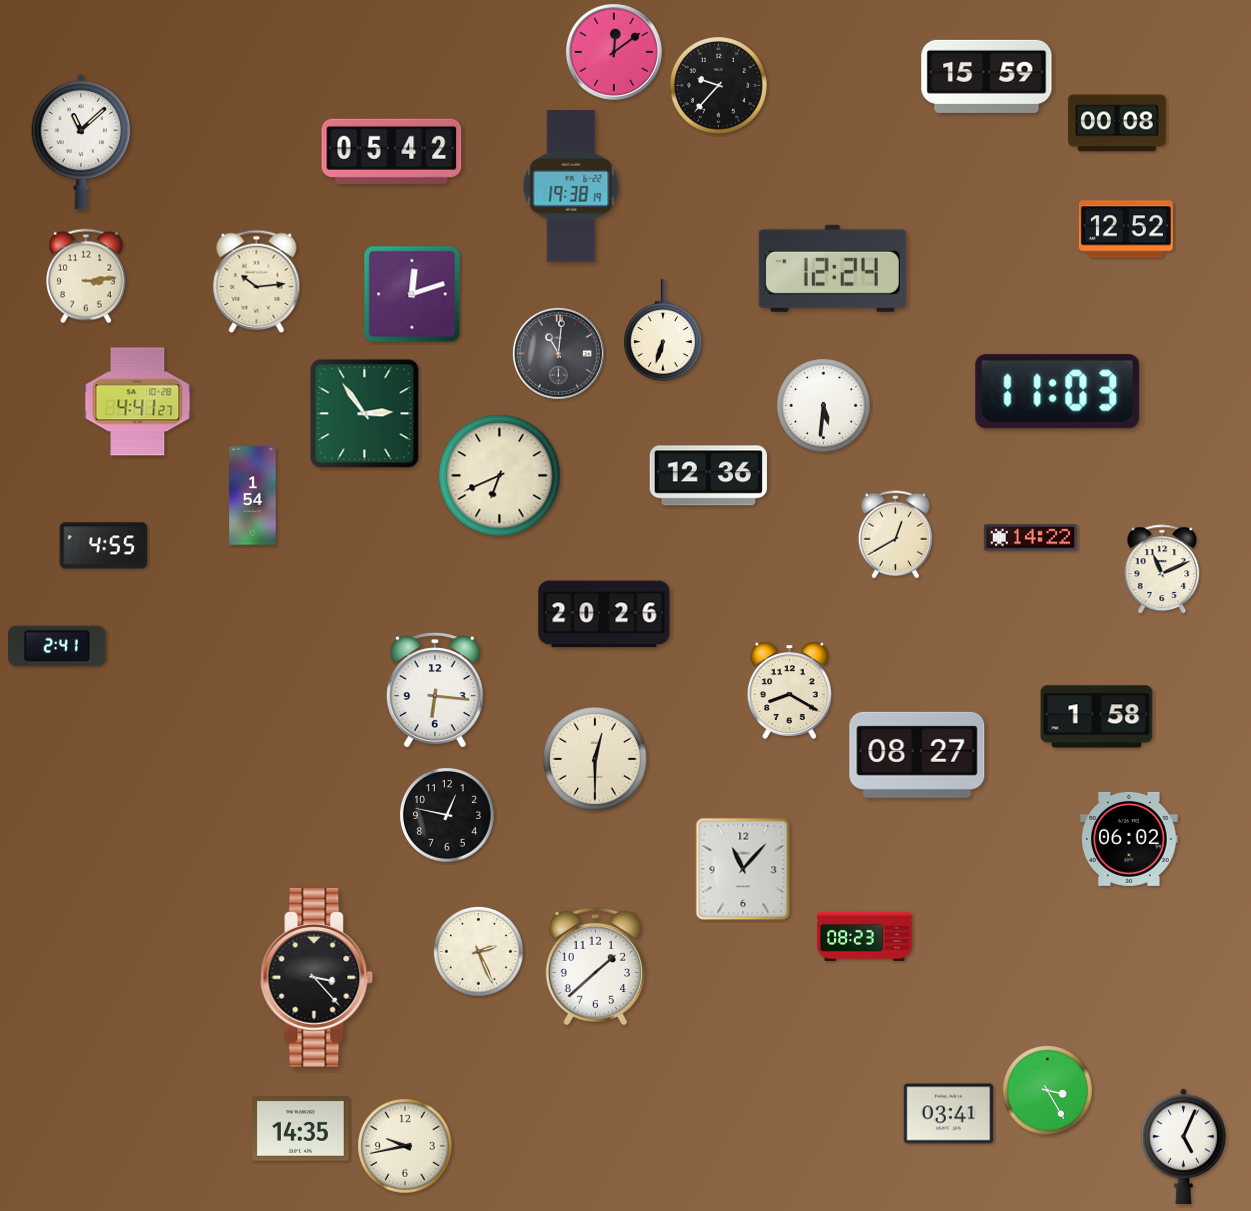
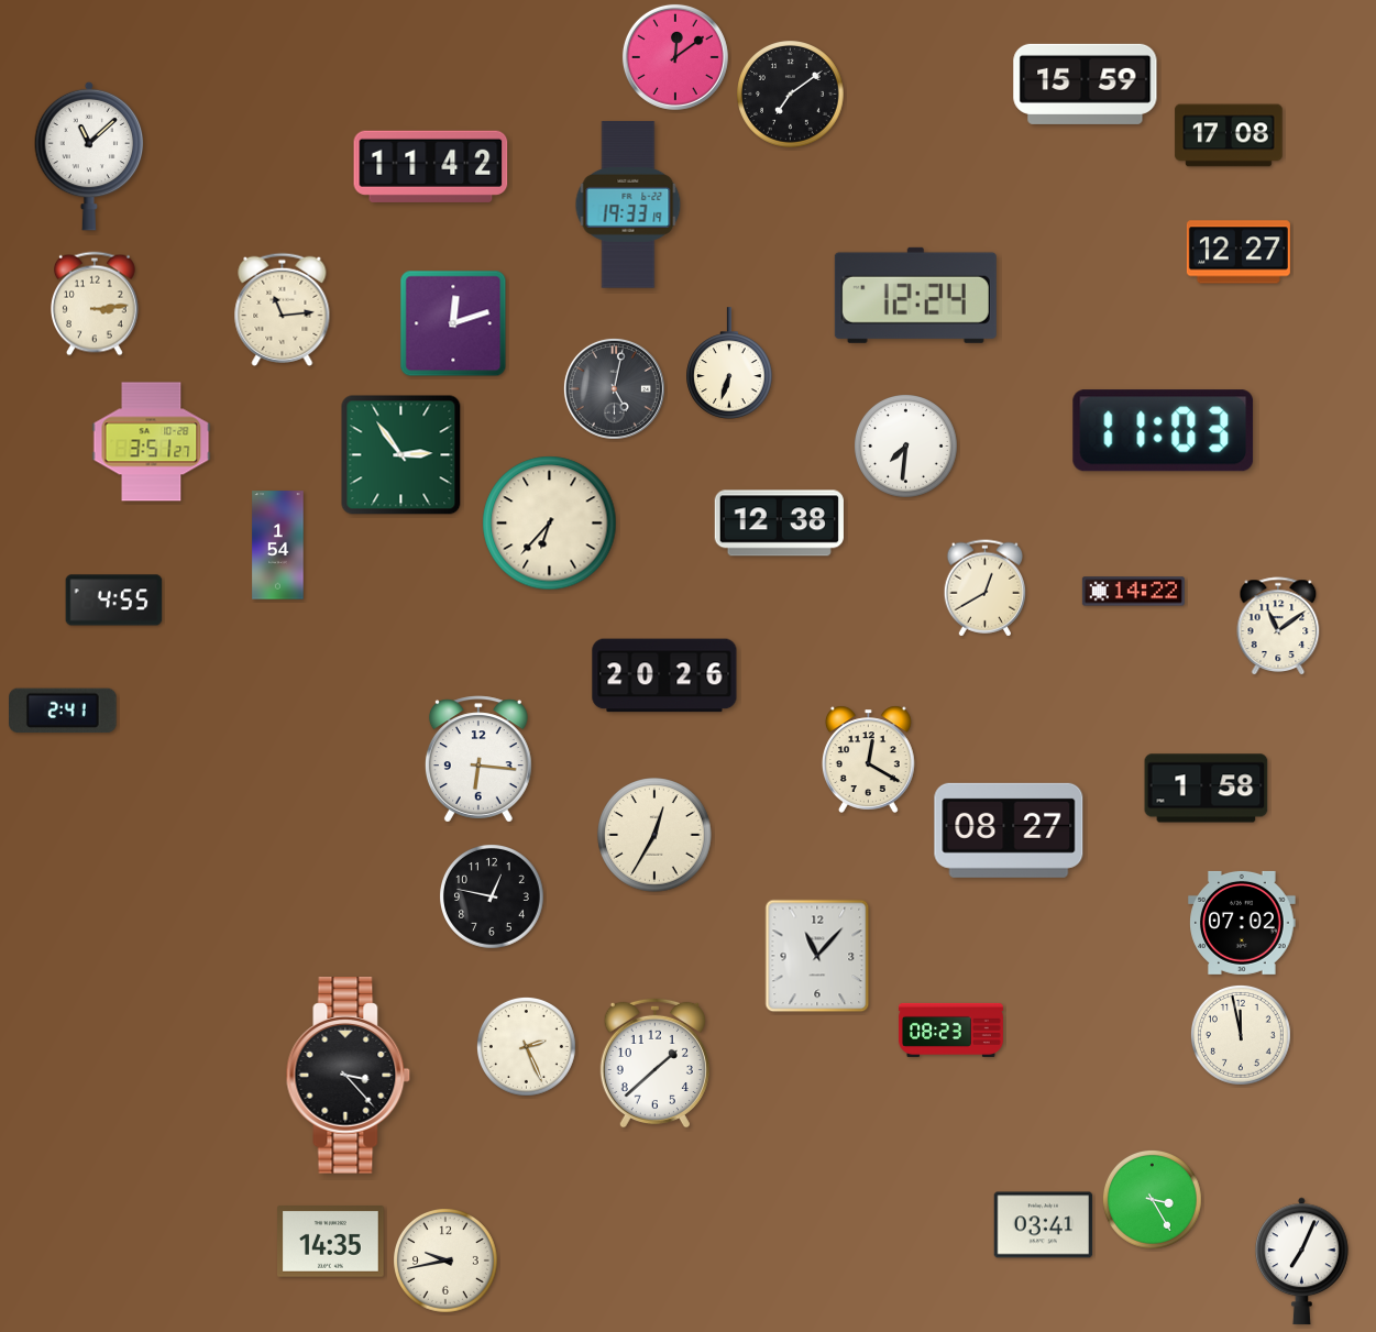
clock at (719, 86): 9:37 -> 7:09
clock at (1117, 123): 00:08 -> 17:08
clock at (392, 151): 05:42 -> 11:42
clock at (571, 186): 19:38 -> 19:33
clock at (1126, 229): 12:52 -> 12:27
clock at (257, 281): 10:14 -> 11:14
clock at (558, 353): 11:01 -> 5:02
clock at (138, 402): 4:41 -> 3:51
clock at (824, 406): 5:31 -> 7:31
clock at (500, 476): 6:41 -> 6:37
clock at (708, 476): 12:36 -> 12:38
clock at (1162, 569): 11:11 -> 11:09
clock at (789, 690): 8:20 -> 12:20
clock at (595, 759): 12:30 -> 12:35
clock at (1129, 839): 06:02 -> 07:02
clock at (1241, 1035): none -> 11:58
clock at (1184, 1147): 5:04 -> 7:04
